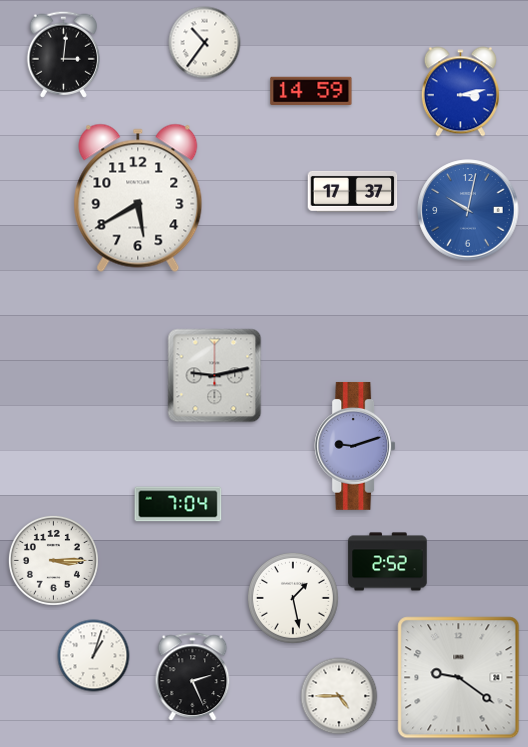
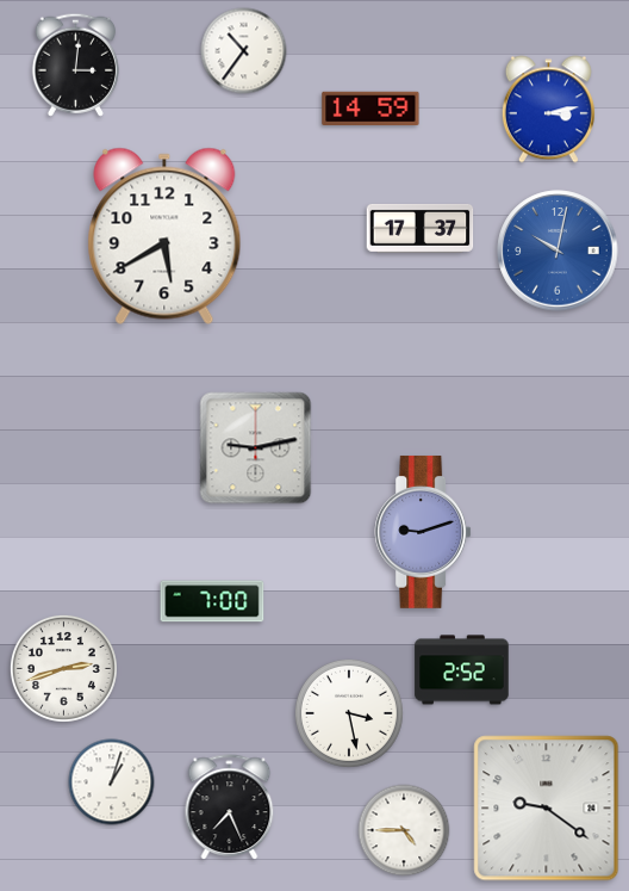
clock at (178, 504): 7:04 -> 7:00
clock at (53, 560): 3:15 -> 2:42
clock at (293, 598): 1:28 -> 3:28
clock at (193, 676): 2:26 -> 7:26
